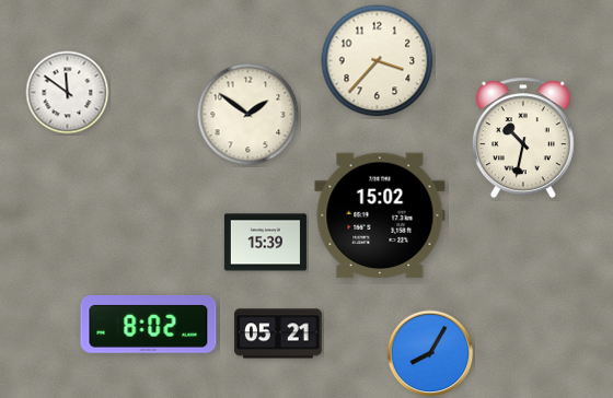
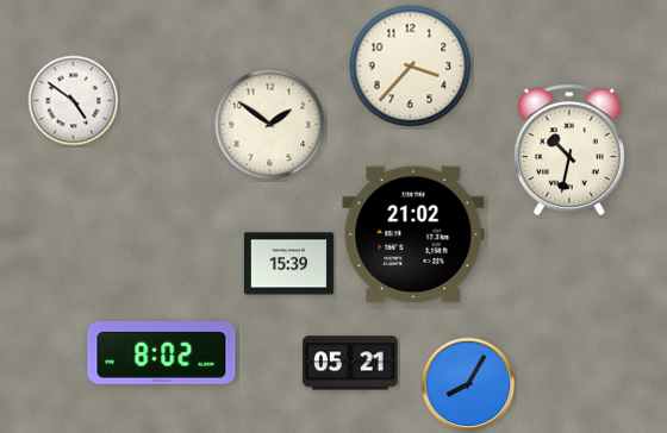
clock at (68, 93): 11:51 -> 4:51
clock at (380, 215): 15:02 -> 21:02
clock at (278, 333) position: (278, 333) -> (350, 363)
